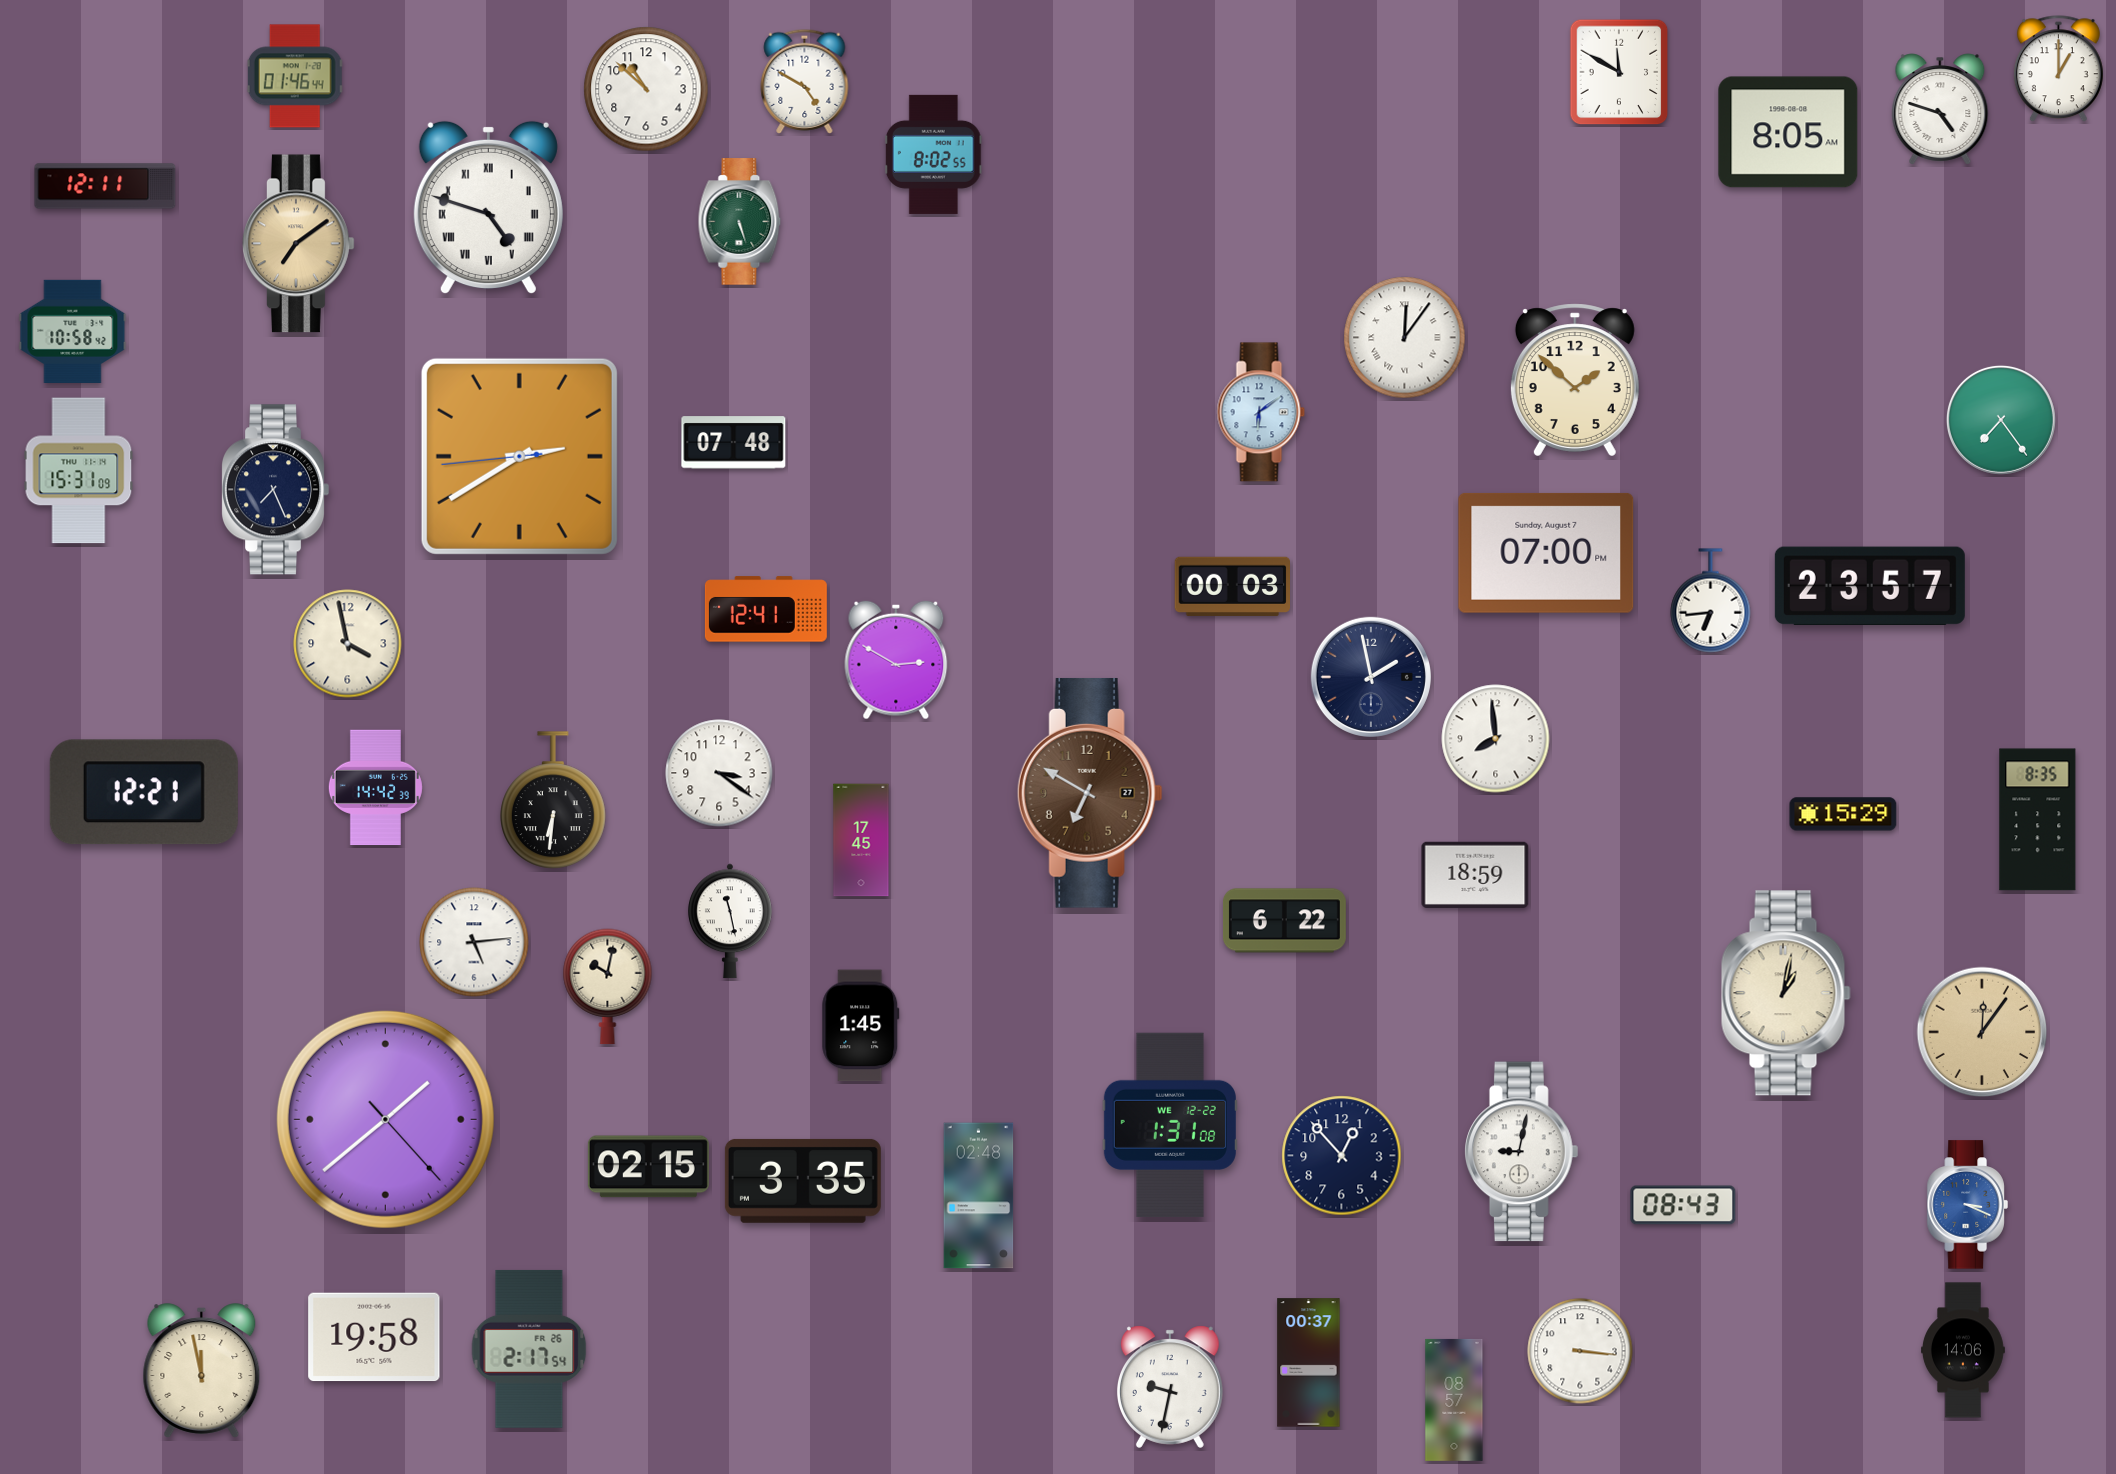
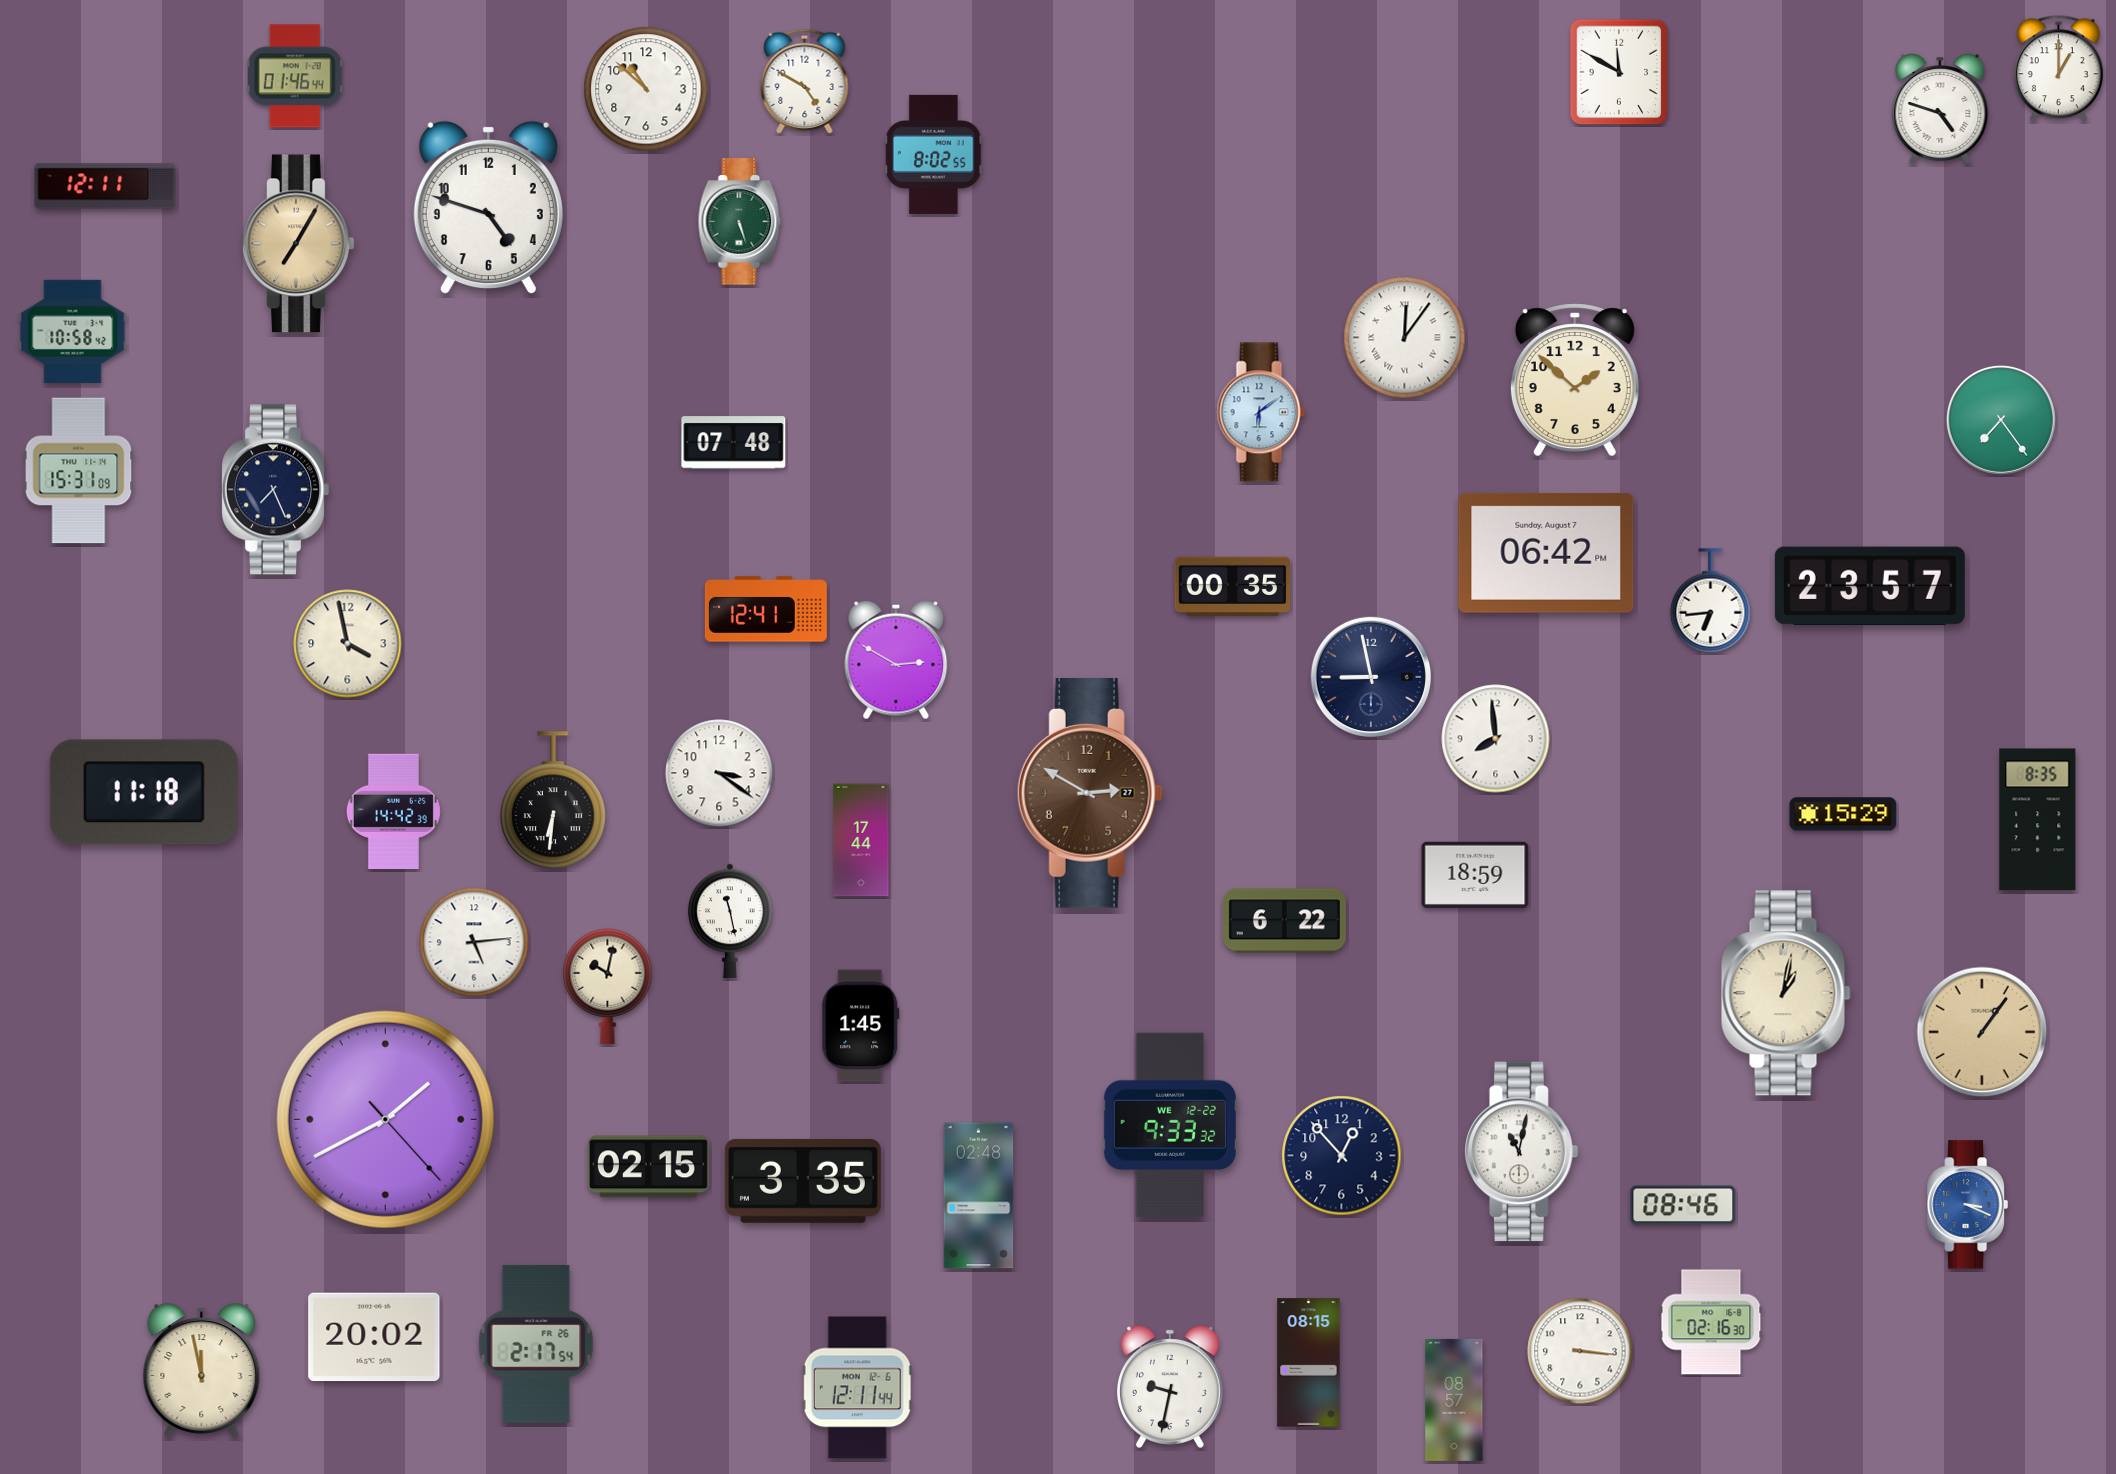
clock at (1788, 132): 8:05 -> none
clock at (488, 208) numerals: Roman -> Arabic
clock at (299, 244): 7:09 -> 7:05
clock at (519, 456): 2:39 -> none
clock at (1546, 553): 07:00 -> 06:42
clock at (1233, 586): 00:03 -> 00:35
clock at (1371, 677): 1:58 -> 8:58
clock at (375, 788) position: (375, 788) -> (393, 812)
clock at (144, 792): 12:21 -> 11:18
clock at (1090, 793): 6:50 -> 2:50
clock at (861, 840): 17:45 -> 17:44
clock at (1982, 1032): 12:06 -> 1:06
clock at (385, 1119): 1:38 -> 1:40
clock at (1170, 1124): 1:31 -> 9:33
clock at (1522, 1152): 9:02 -> 11:02
clock at (1683, 1205): 08:43 -> 08:46
clock at (1711, 1322): none -> 02:16
clock at (374, 1337): 19:58 -> 20:02
clock at (529, 1349) position: (529, 1349) -> (536, 1344)
clock at (1963, 1350): 14:06 -> none
clock at (1309, 1363): 00:37 -> 08:15
clock at (857, 1388): none -> 12:11
